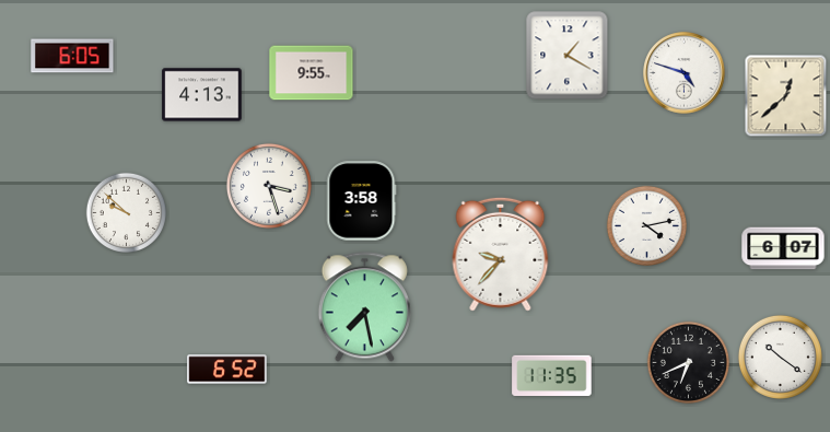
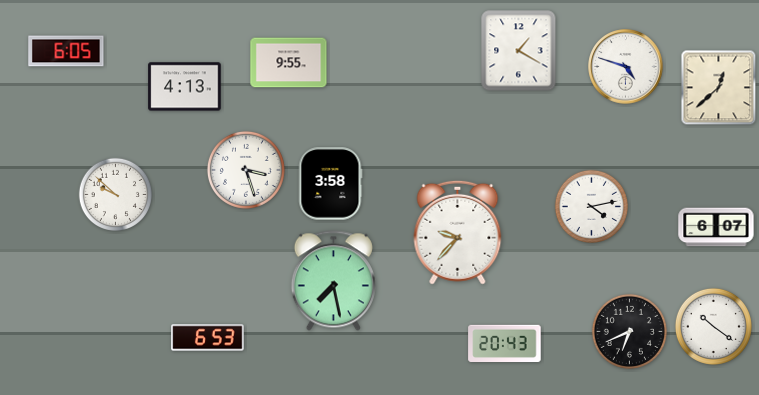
clock at (312, 73) position: (312, 73) -> (289, 63)
clock at (227, 370): 6:52 -> 6:53
clock at (552, 376): 11:35 -> 20:43
